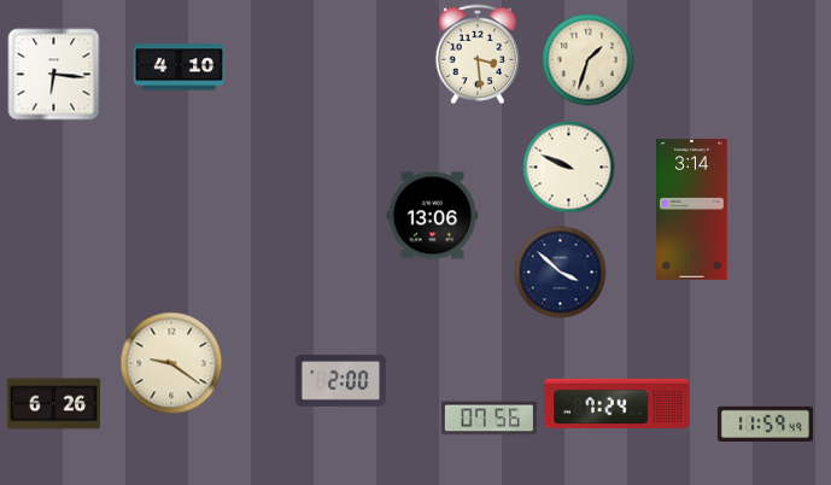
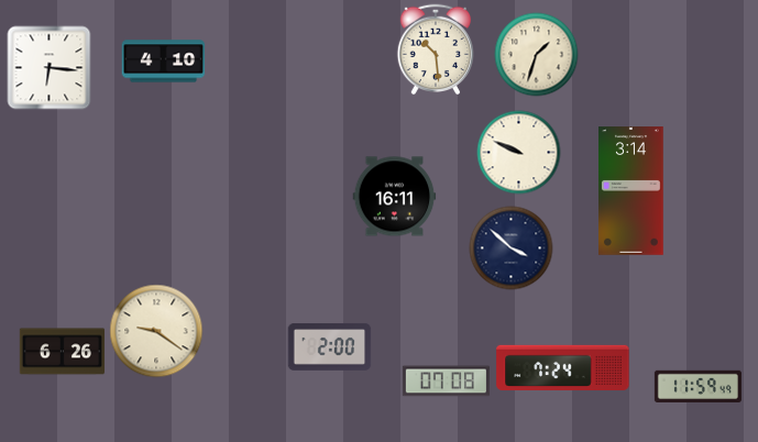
clock at (476, 53): 3:29 -> 10:29
clock at (433, 216): 13:06 -> 16:11
clock at (341, 380) position: (341, 380) -> (330, 346)
clock at (54, 404) position: (54, 404) -> (63, 352)
clock at (488, 419): 07:56 -> 07:08
